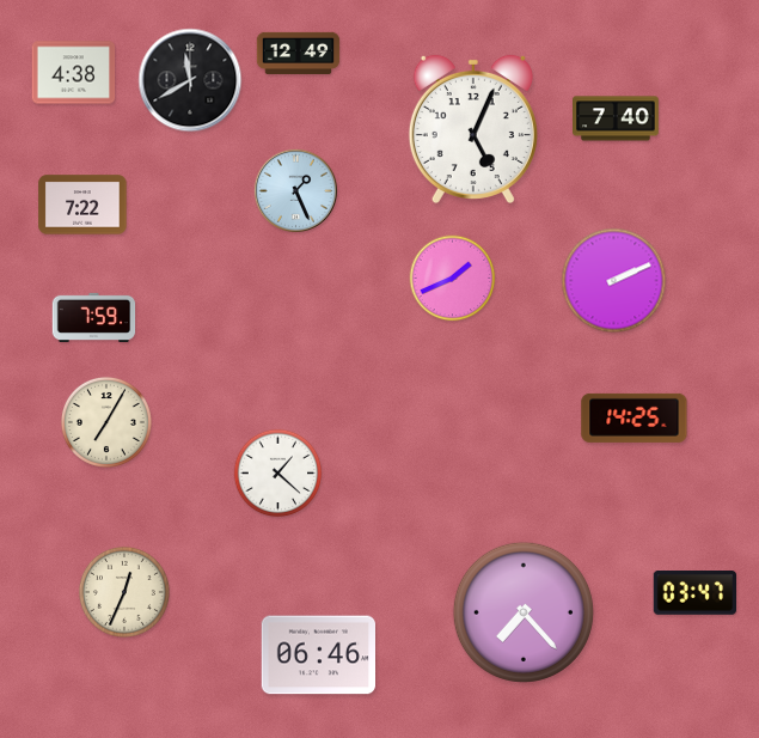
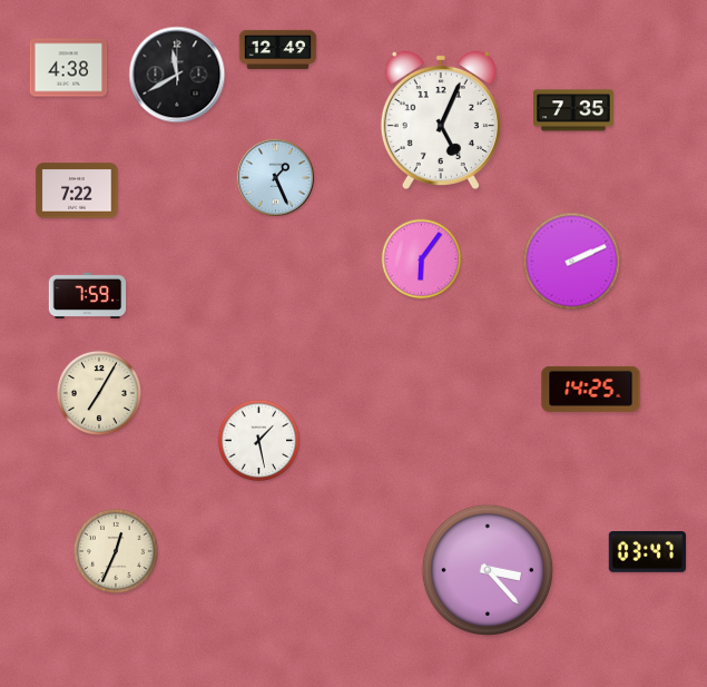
clock at (617, 118): 7:40 -> 7:35
clock at (453, 279): 1:41 -> 6:06
clock at (278, 474): 1:22 -> 1:28
clock at (524, 612): 7:23 -> 3:23
clock at (318, 655): 06:46 -> none
